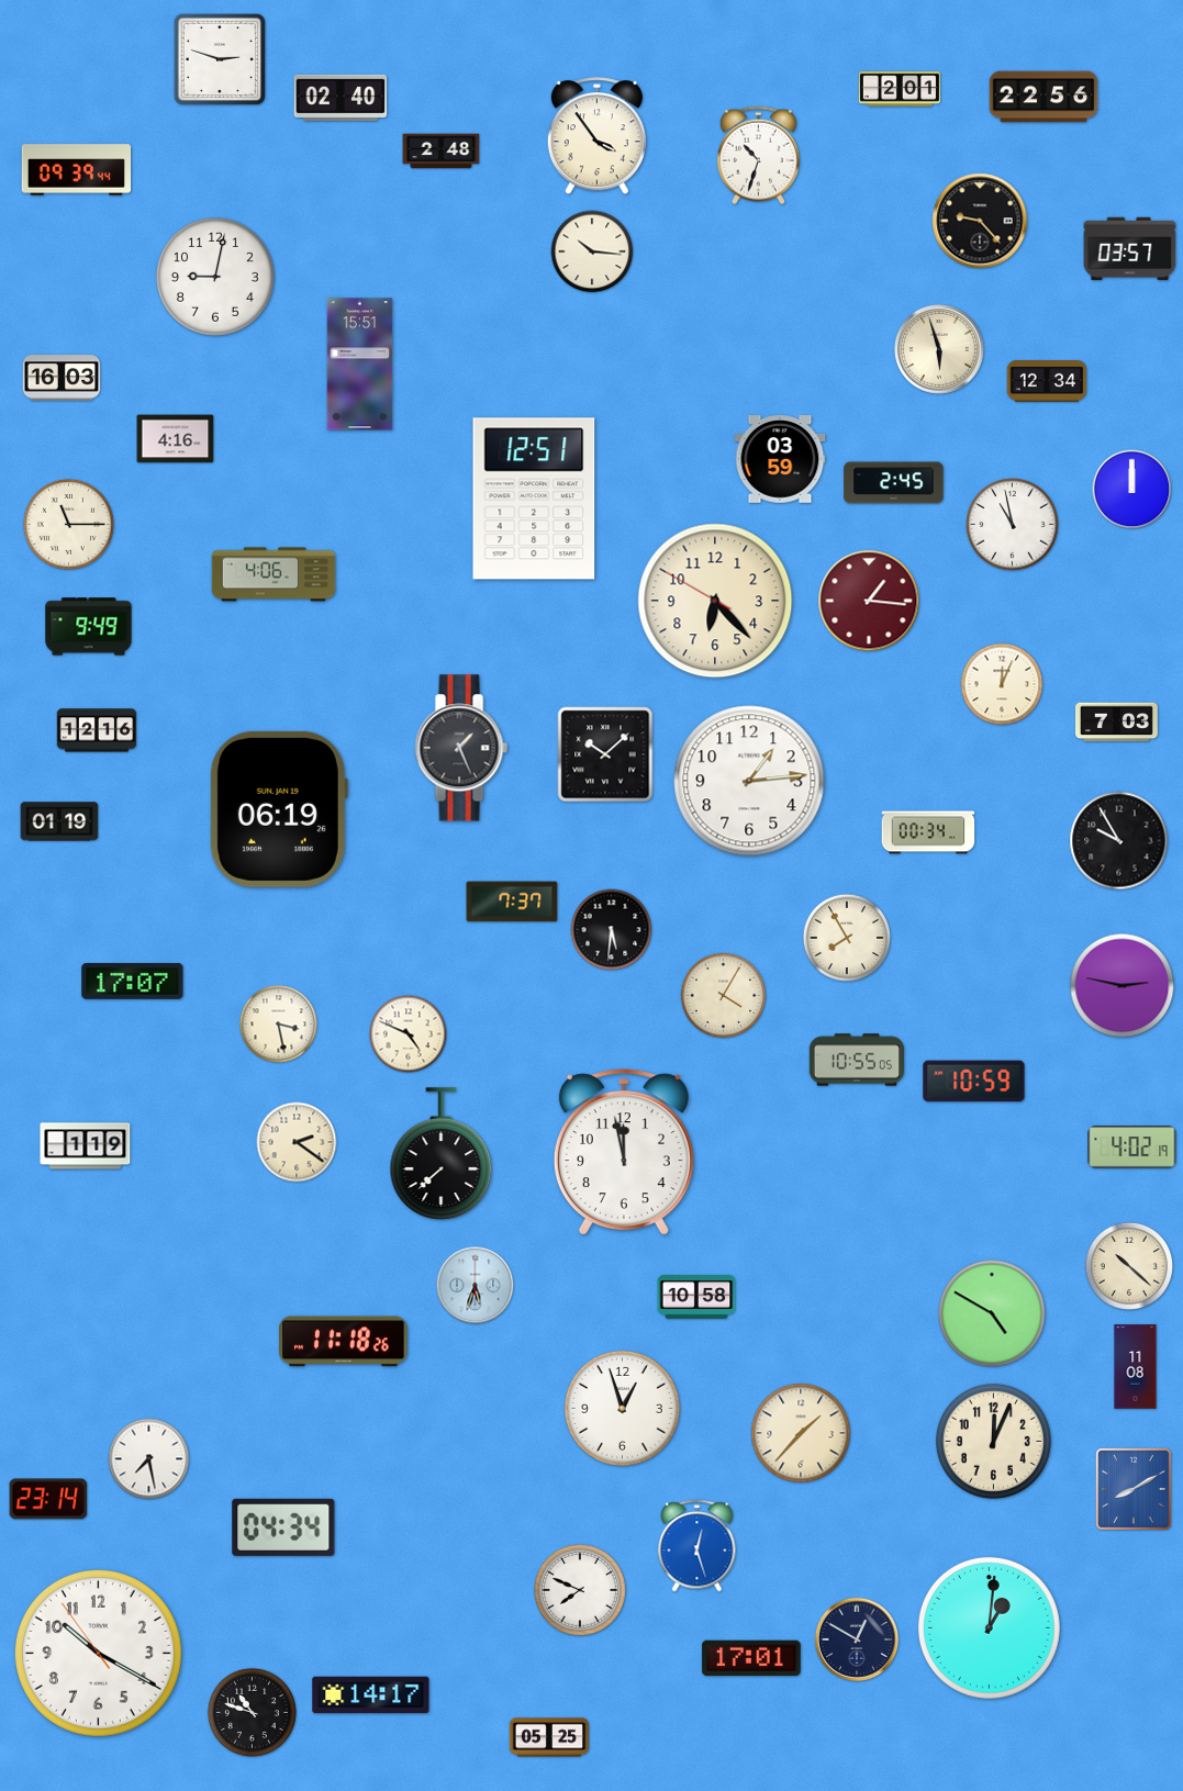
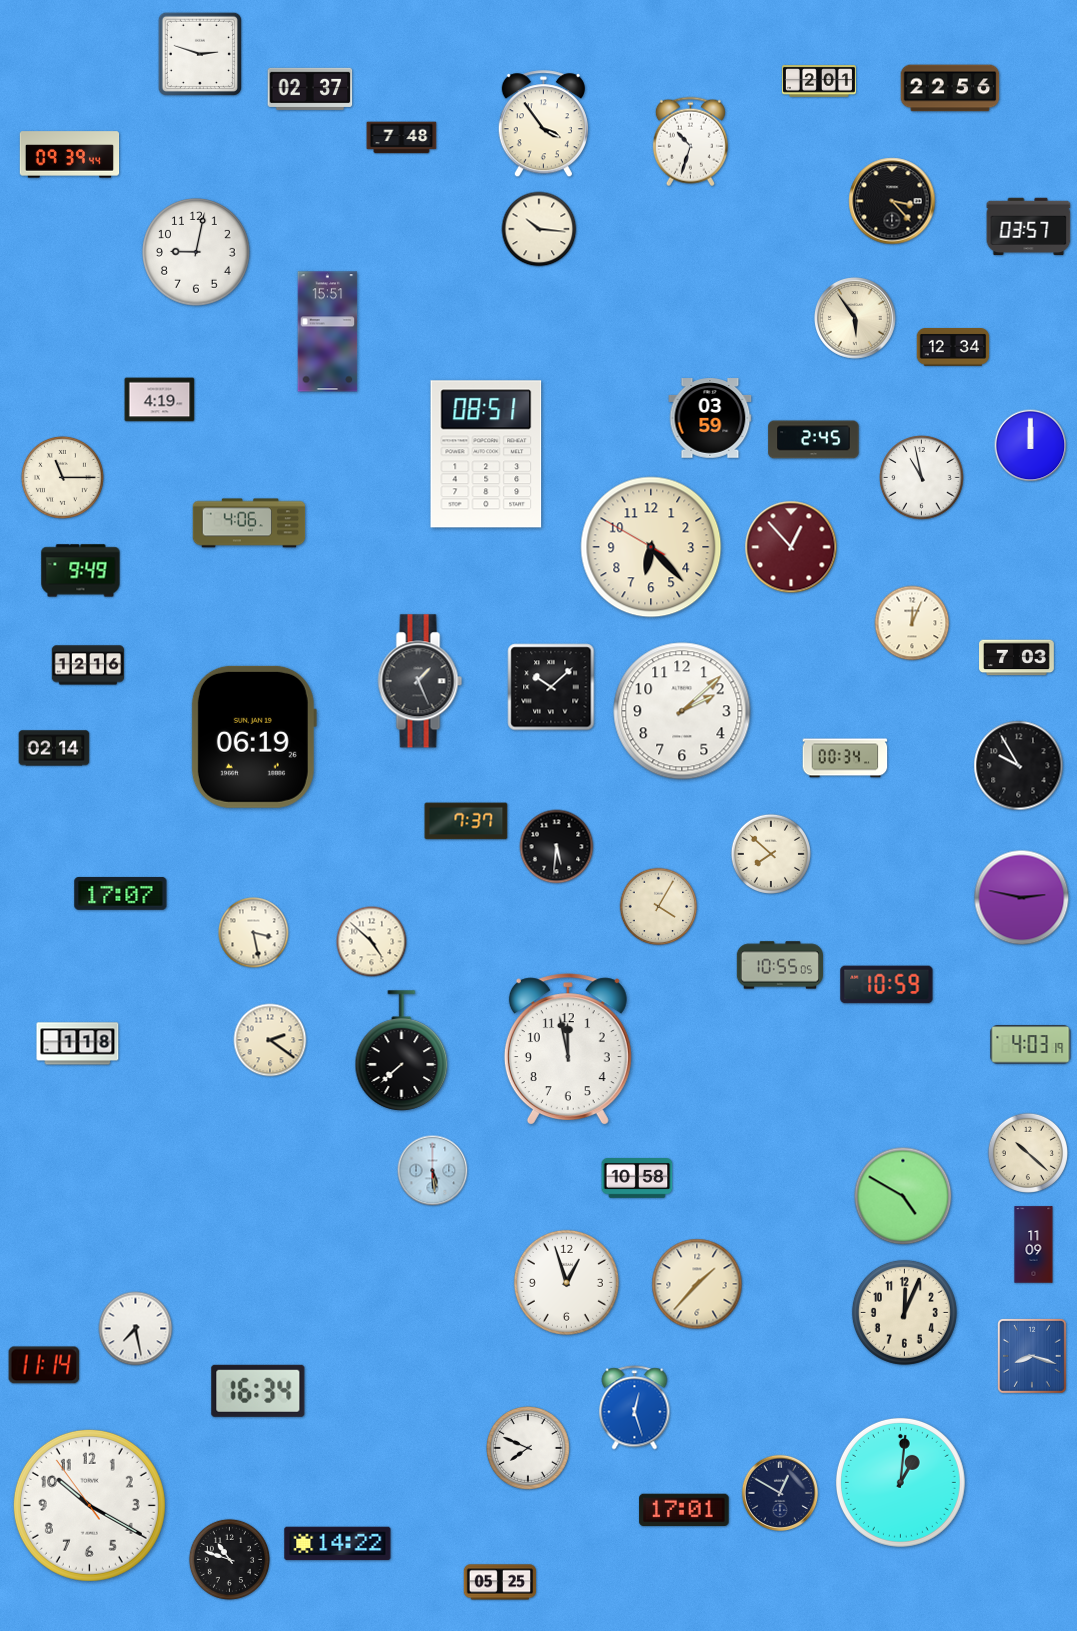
clock at (341, 98): 02:40 -> 02:37
clock at (442, 152): 2:48 -> 7:48
clock at (980, 221): 9:23 -> 3:23
clock at (940, 350): 5:57 -> 5:54
clock at (62, 378): 16:03 -> none
clock at (176, 439): 4:16 -> 4:19
clock at (534, 499): 12:51 -> 08:51
clock at (869, 601): 1:16 -> 12:53
clock at (749, 781): 1:14 -> 2:08
clock at (59, 821): 01:19 -> 02:14
clock at (847, 938): 7:55 -> 7:52
clock at (409, 1034): 4:49 -> 4:52
clock at (86, 1146): 1:19 -> 1:18
clock at (1132, 1148): 4:02 -> 4:03
clock at (476, 1286): 5:33 -> 5:29
clock at (696, 1298) position: (696, 1298) -> (637, 1179)
clock at (344, 1342): 11:18 -> none
clock at (1136, 1367): 11:08 -> 11:09
clock at (801, 1433) position: (801, 1433) -> (697, 1284)
clock at (1135, 1490): 8:10 -> 8:18
clock at (48, 1499): 23:14 -> 11:14
clock at (283, 1527): 04:34 -> 16:34
clock at (371, 1695): 14:17 -> 14:22
